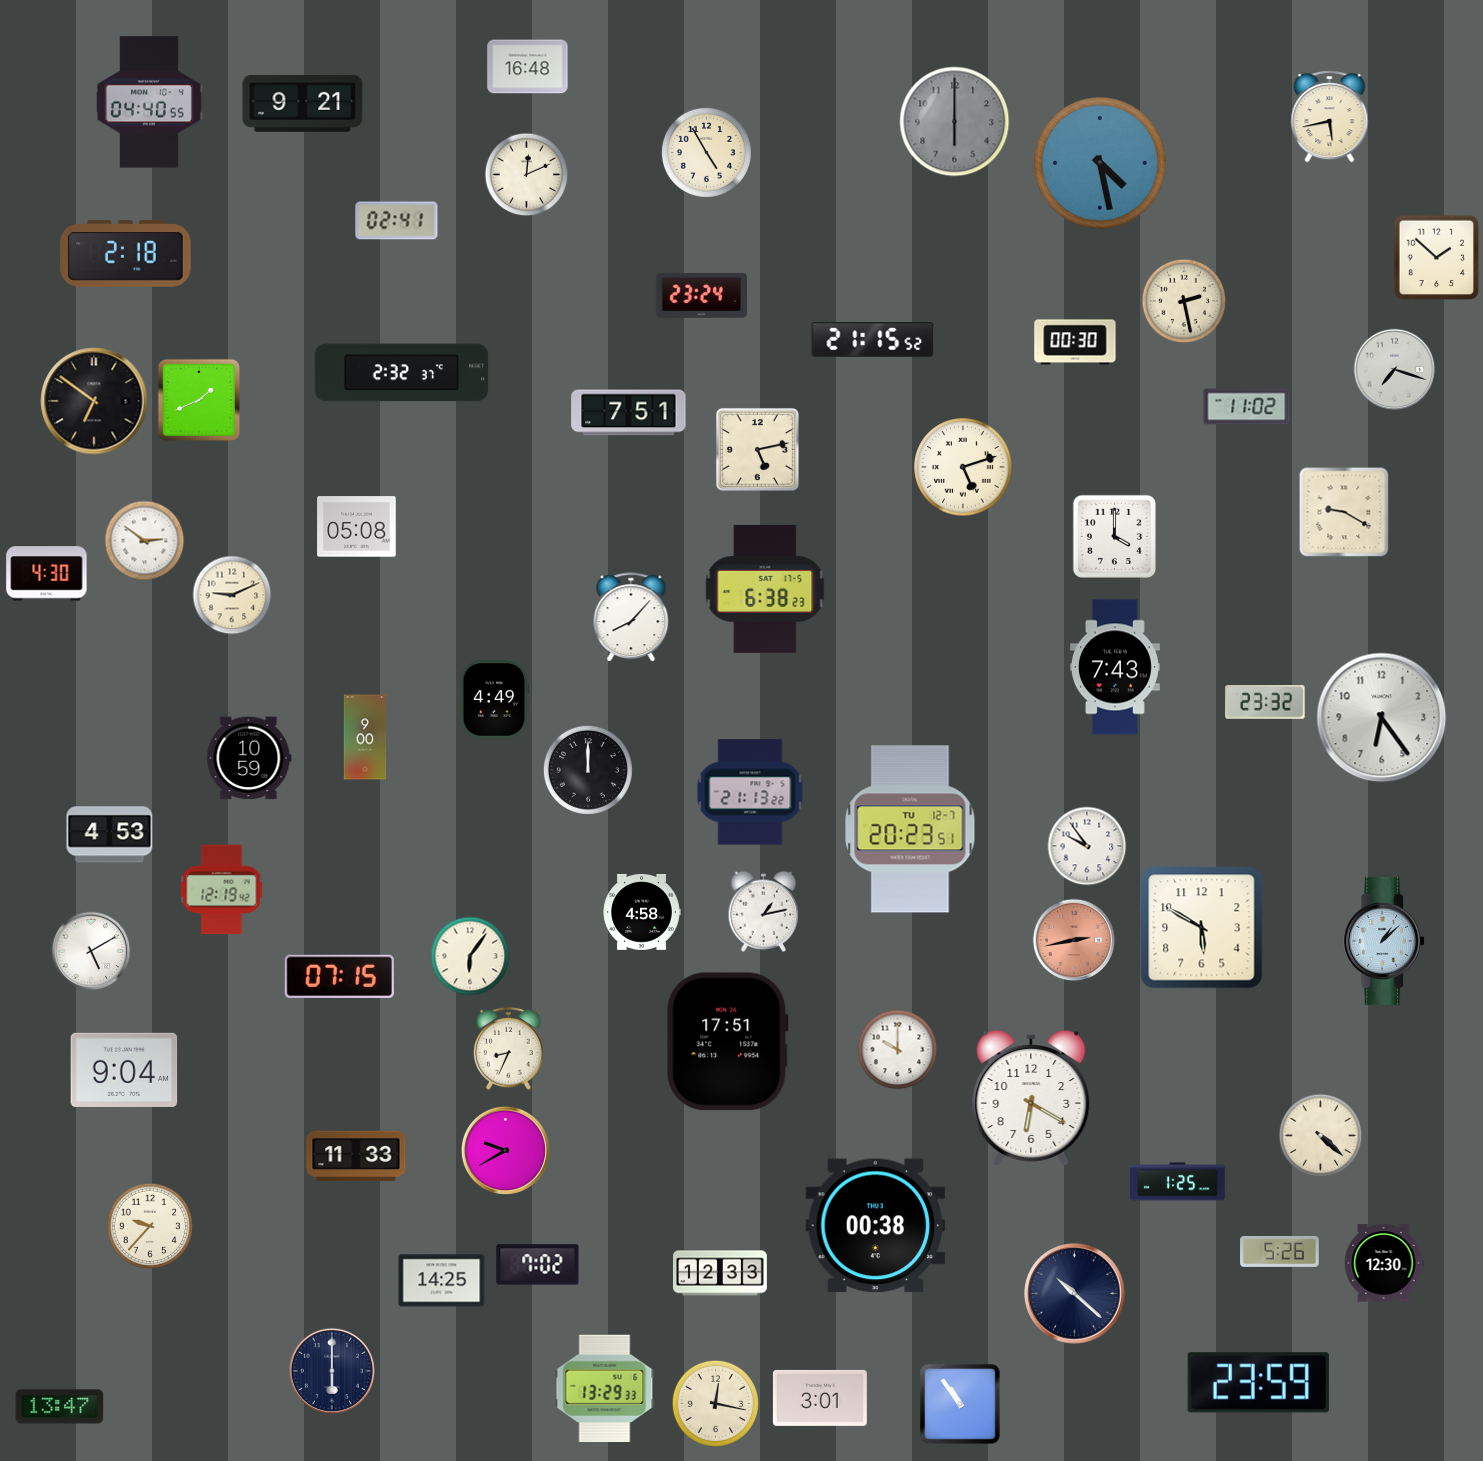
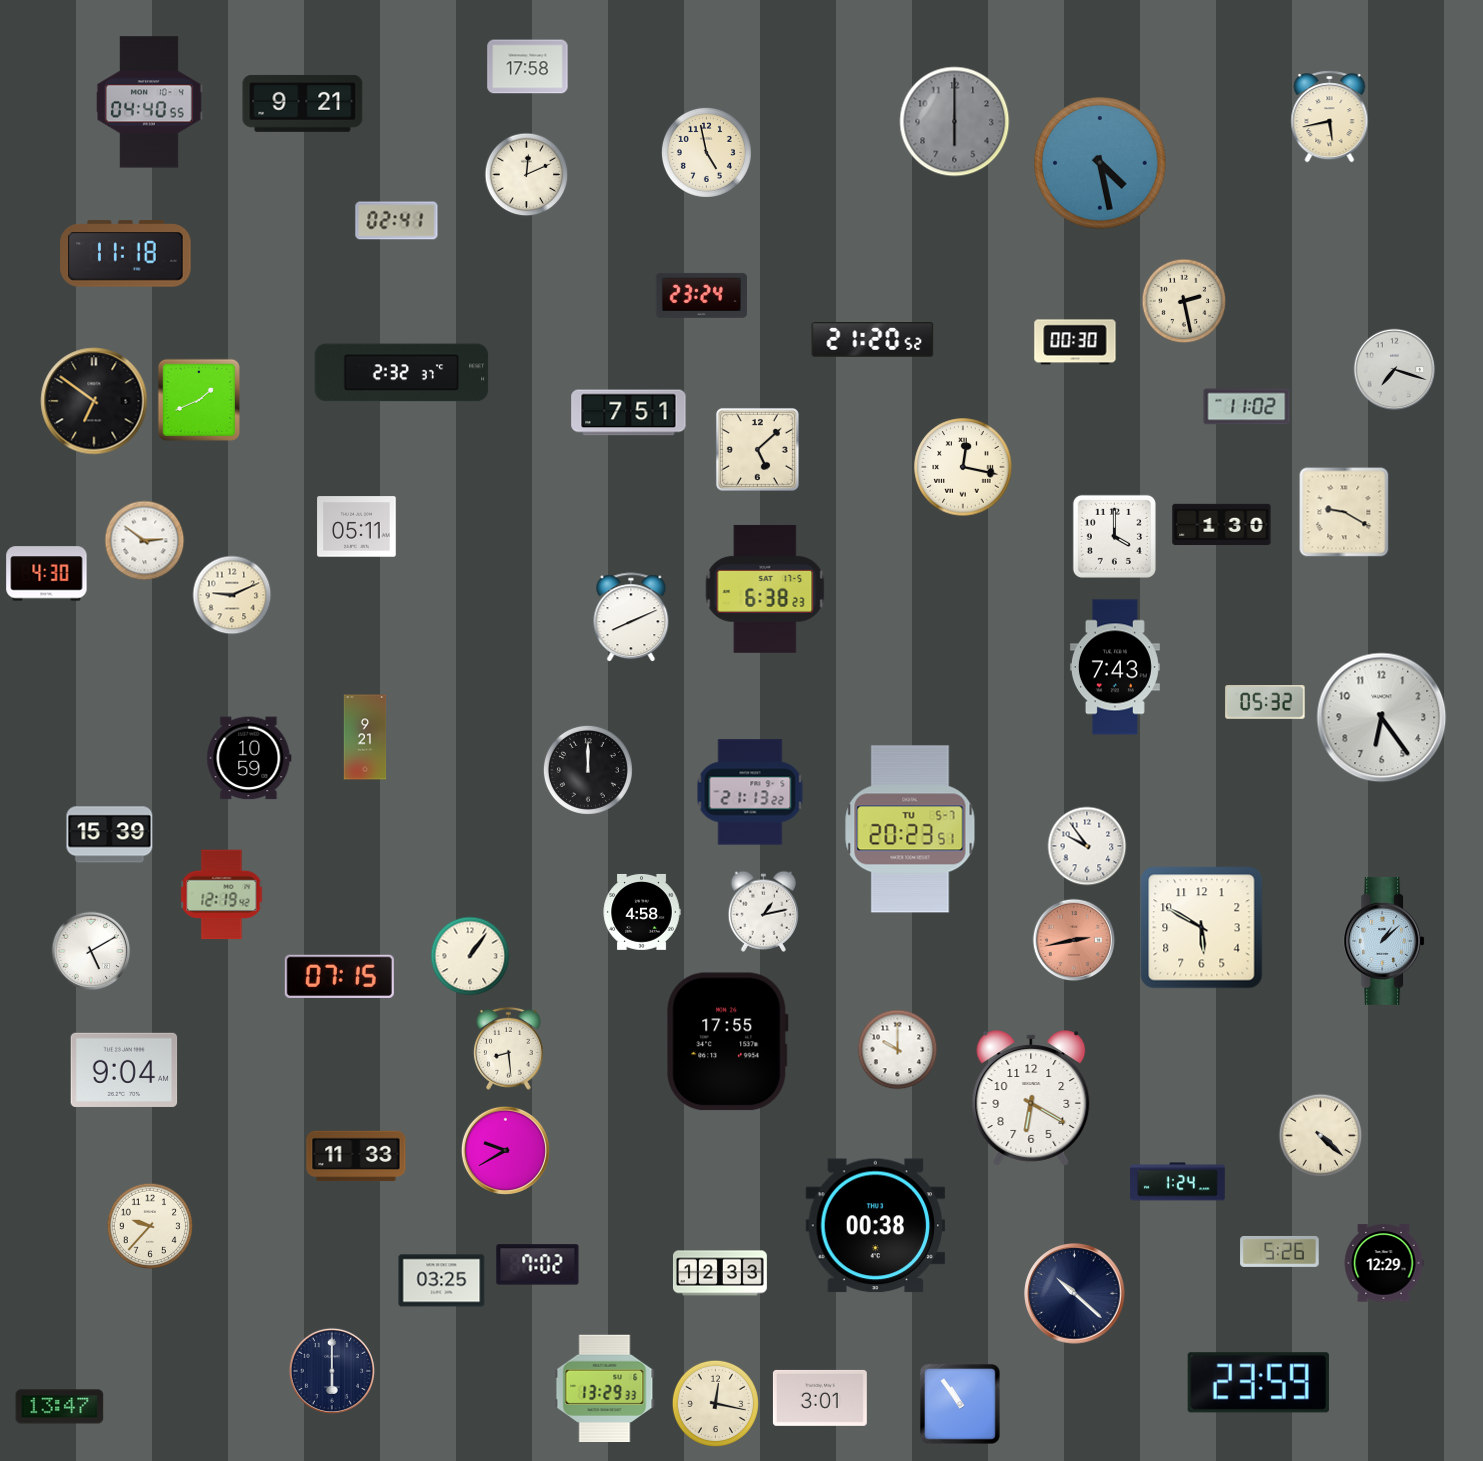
clock at (528, 67): 16:48 -> 17:58
clock at (706, 152): 4:55 -> 4:58
clock at (126, 254): 2:18 -> 11:18
clock at (1437, 258): 1:52 -> none
clock at (873, 340): 21:15 -> 21:20
clock at (757, 449): 5:13 -> 5:08
clock at (963, 467): 5:12 -> 12:17
clock at (1222, 525): none -> 1:30
clock at (357, 527): 05:08 -> 05:11
clock at (631, 618): 8:07 -> 8:11
clock at (494, 700): 4:49 -> none
clock at (1265, 703): 23:32 -> 05:32
clock at (365, 737): 9:00 -> 9:21
clock at (910, 829) date: TU 12-7 -> TU 5-7
clock at (110, 835): 4:53 -> 15:39
clock at (222, 890) position: (222, 890) -> (222, 895)
clock at (470, 956): 6:06 -> 1:06
clock at (728, 1042): 17:51 -> 17:55
clock at (508, 1048): 8:34 -> 8:29
clock at (1178, 1182): 1:25 -> 1:24
clock at (1384, 1263): 12:30 -> 12:29
clock at (442, 1281): 14:25 -> 03:25
